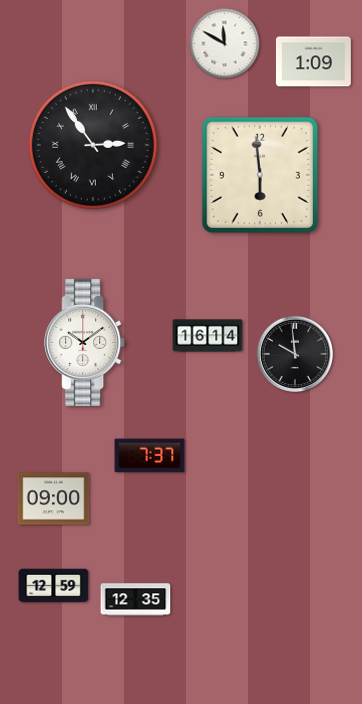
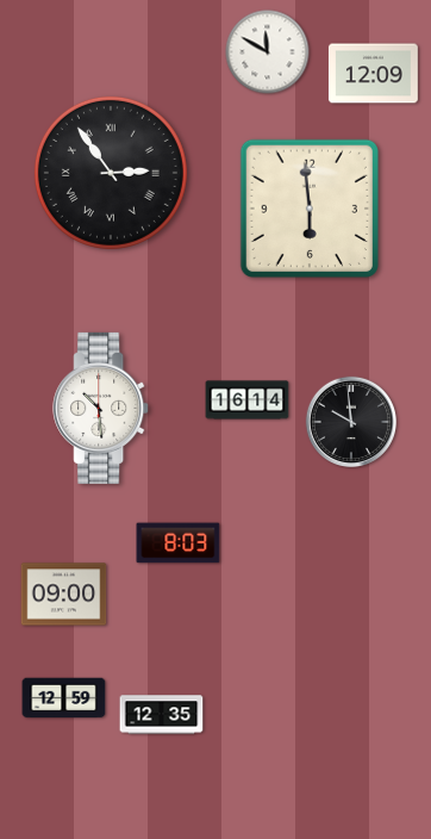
clock at (313, 62): 1:09 -> 12:09
clock at (85, 342): 10:09 -> 10:29
clock at (150, 456): 7:37 -> 8:03
